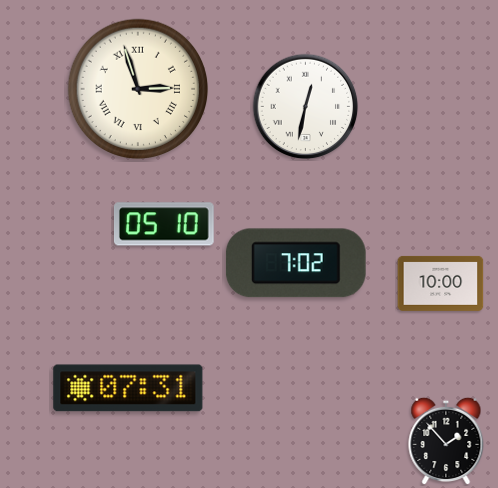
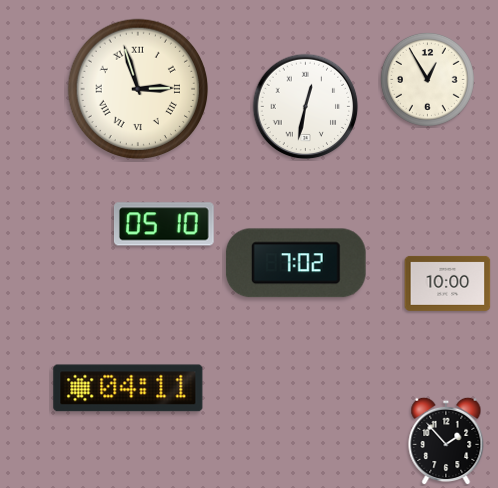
clock at (427, 79): none -> 12:55
clock at (441, 283) position: (441, 283) -> (448, 283)
clock at (128, 388): 07:31 -> 04:11
